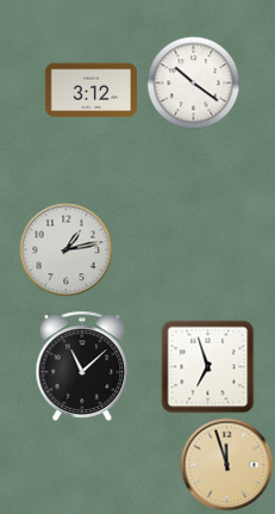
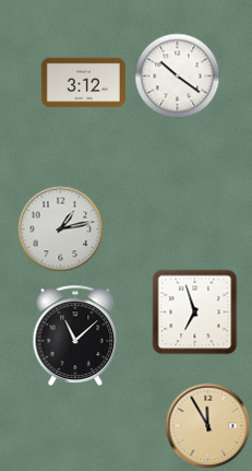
clock at (207, 366) position: (207, 366) -> (194, 311)
clock at (226, 464): 11:57 -> 11:55
